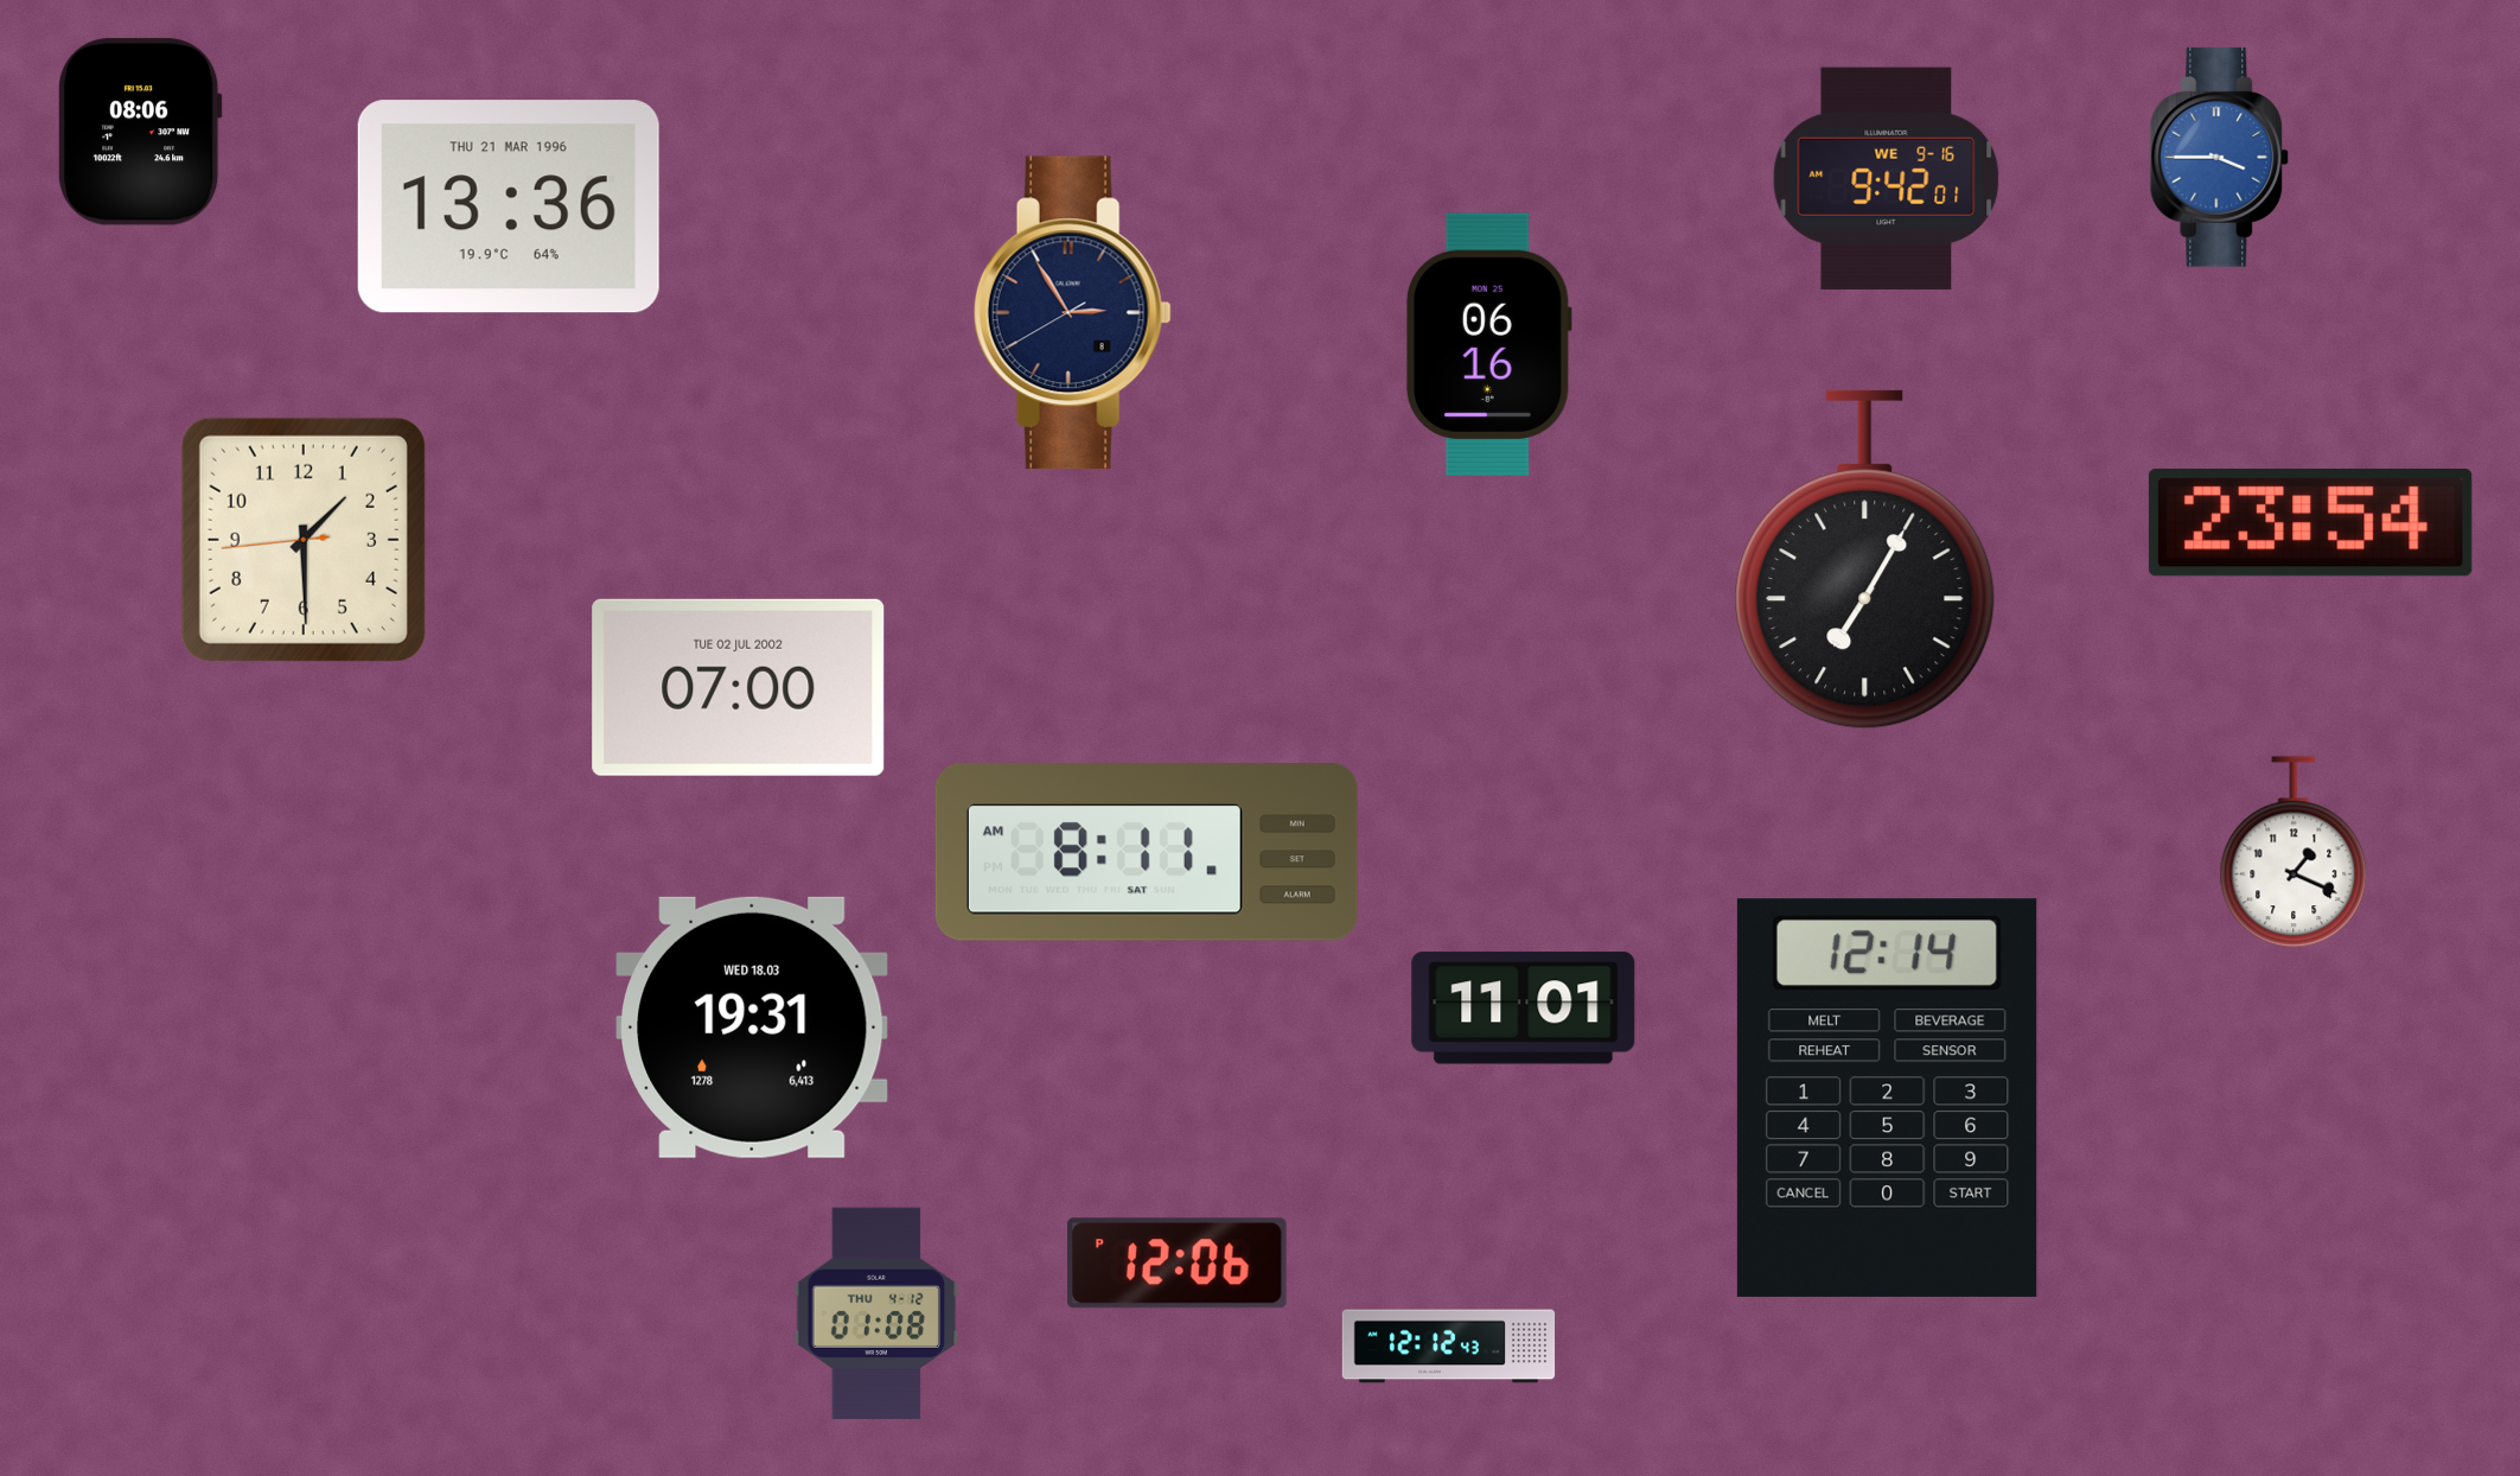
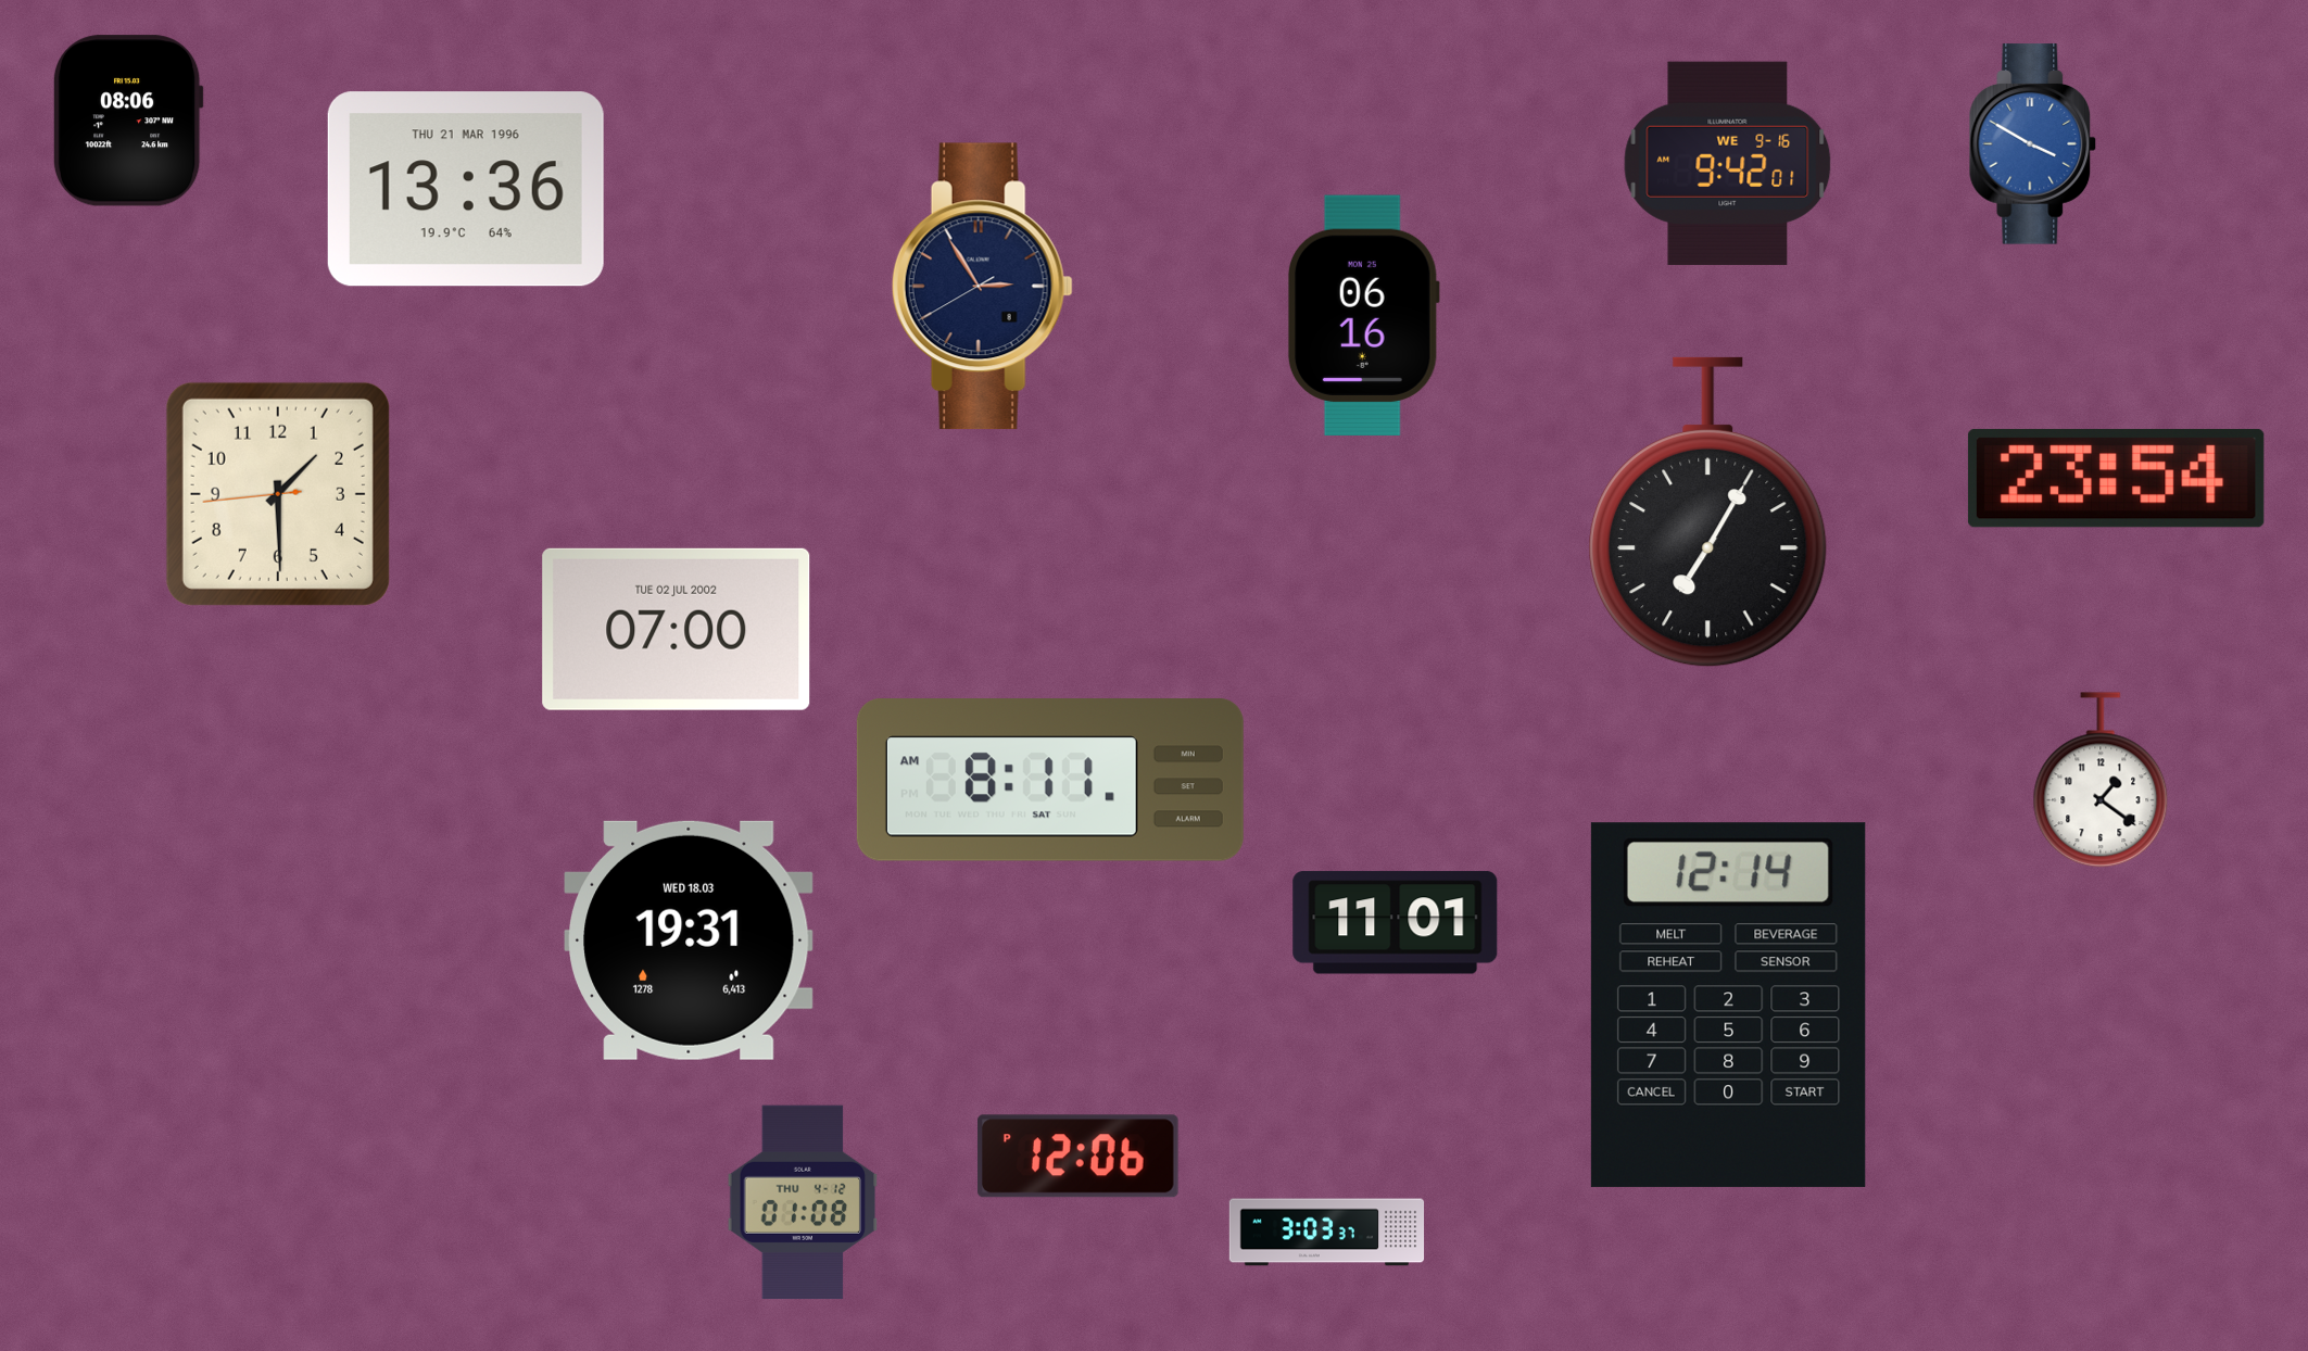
clock at (2220, 158): 3:45 -> 3:50
clock at (2293, 852): 1:19 -> 1:21
clock at (1449, 1347): 12:12 -> 3:03
